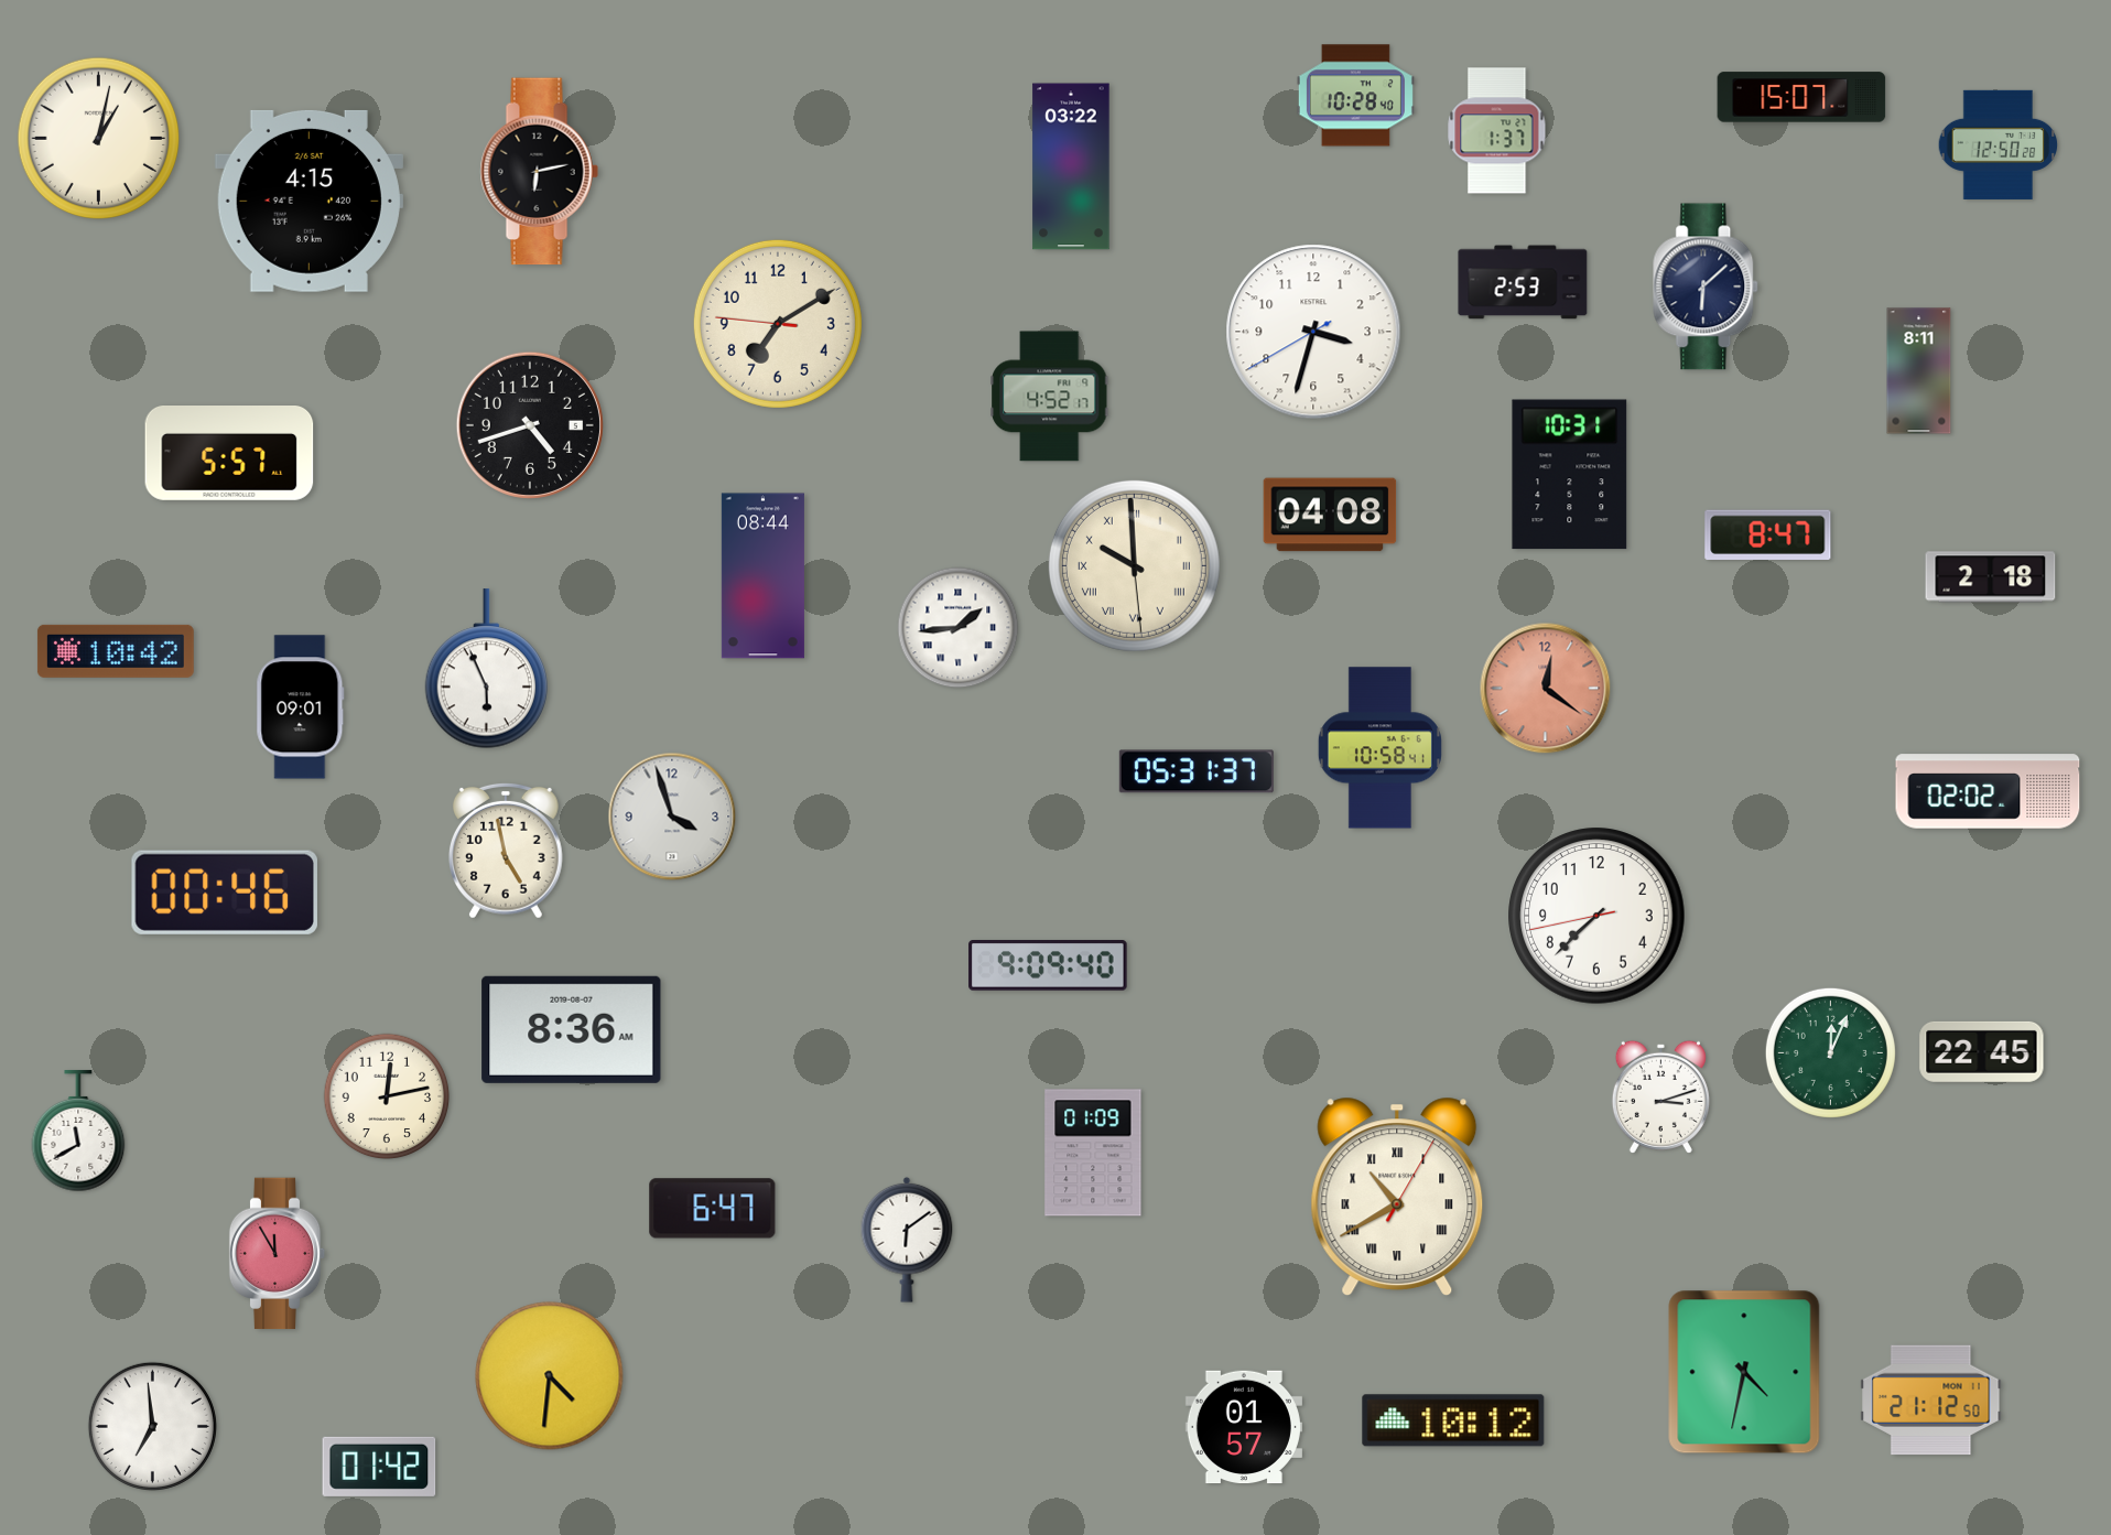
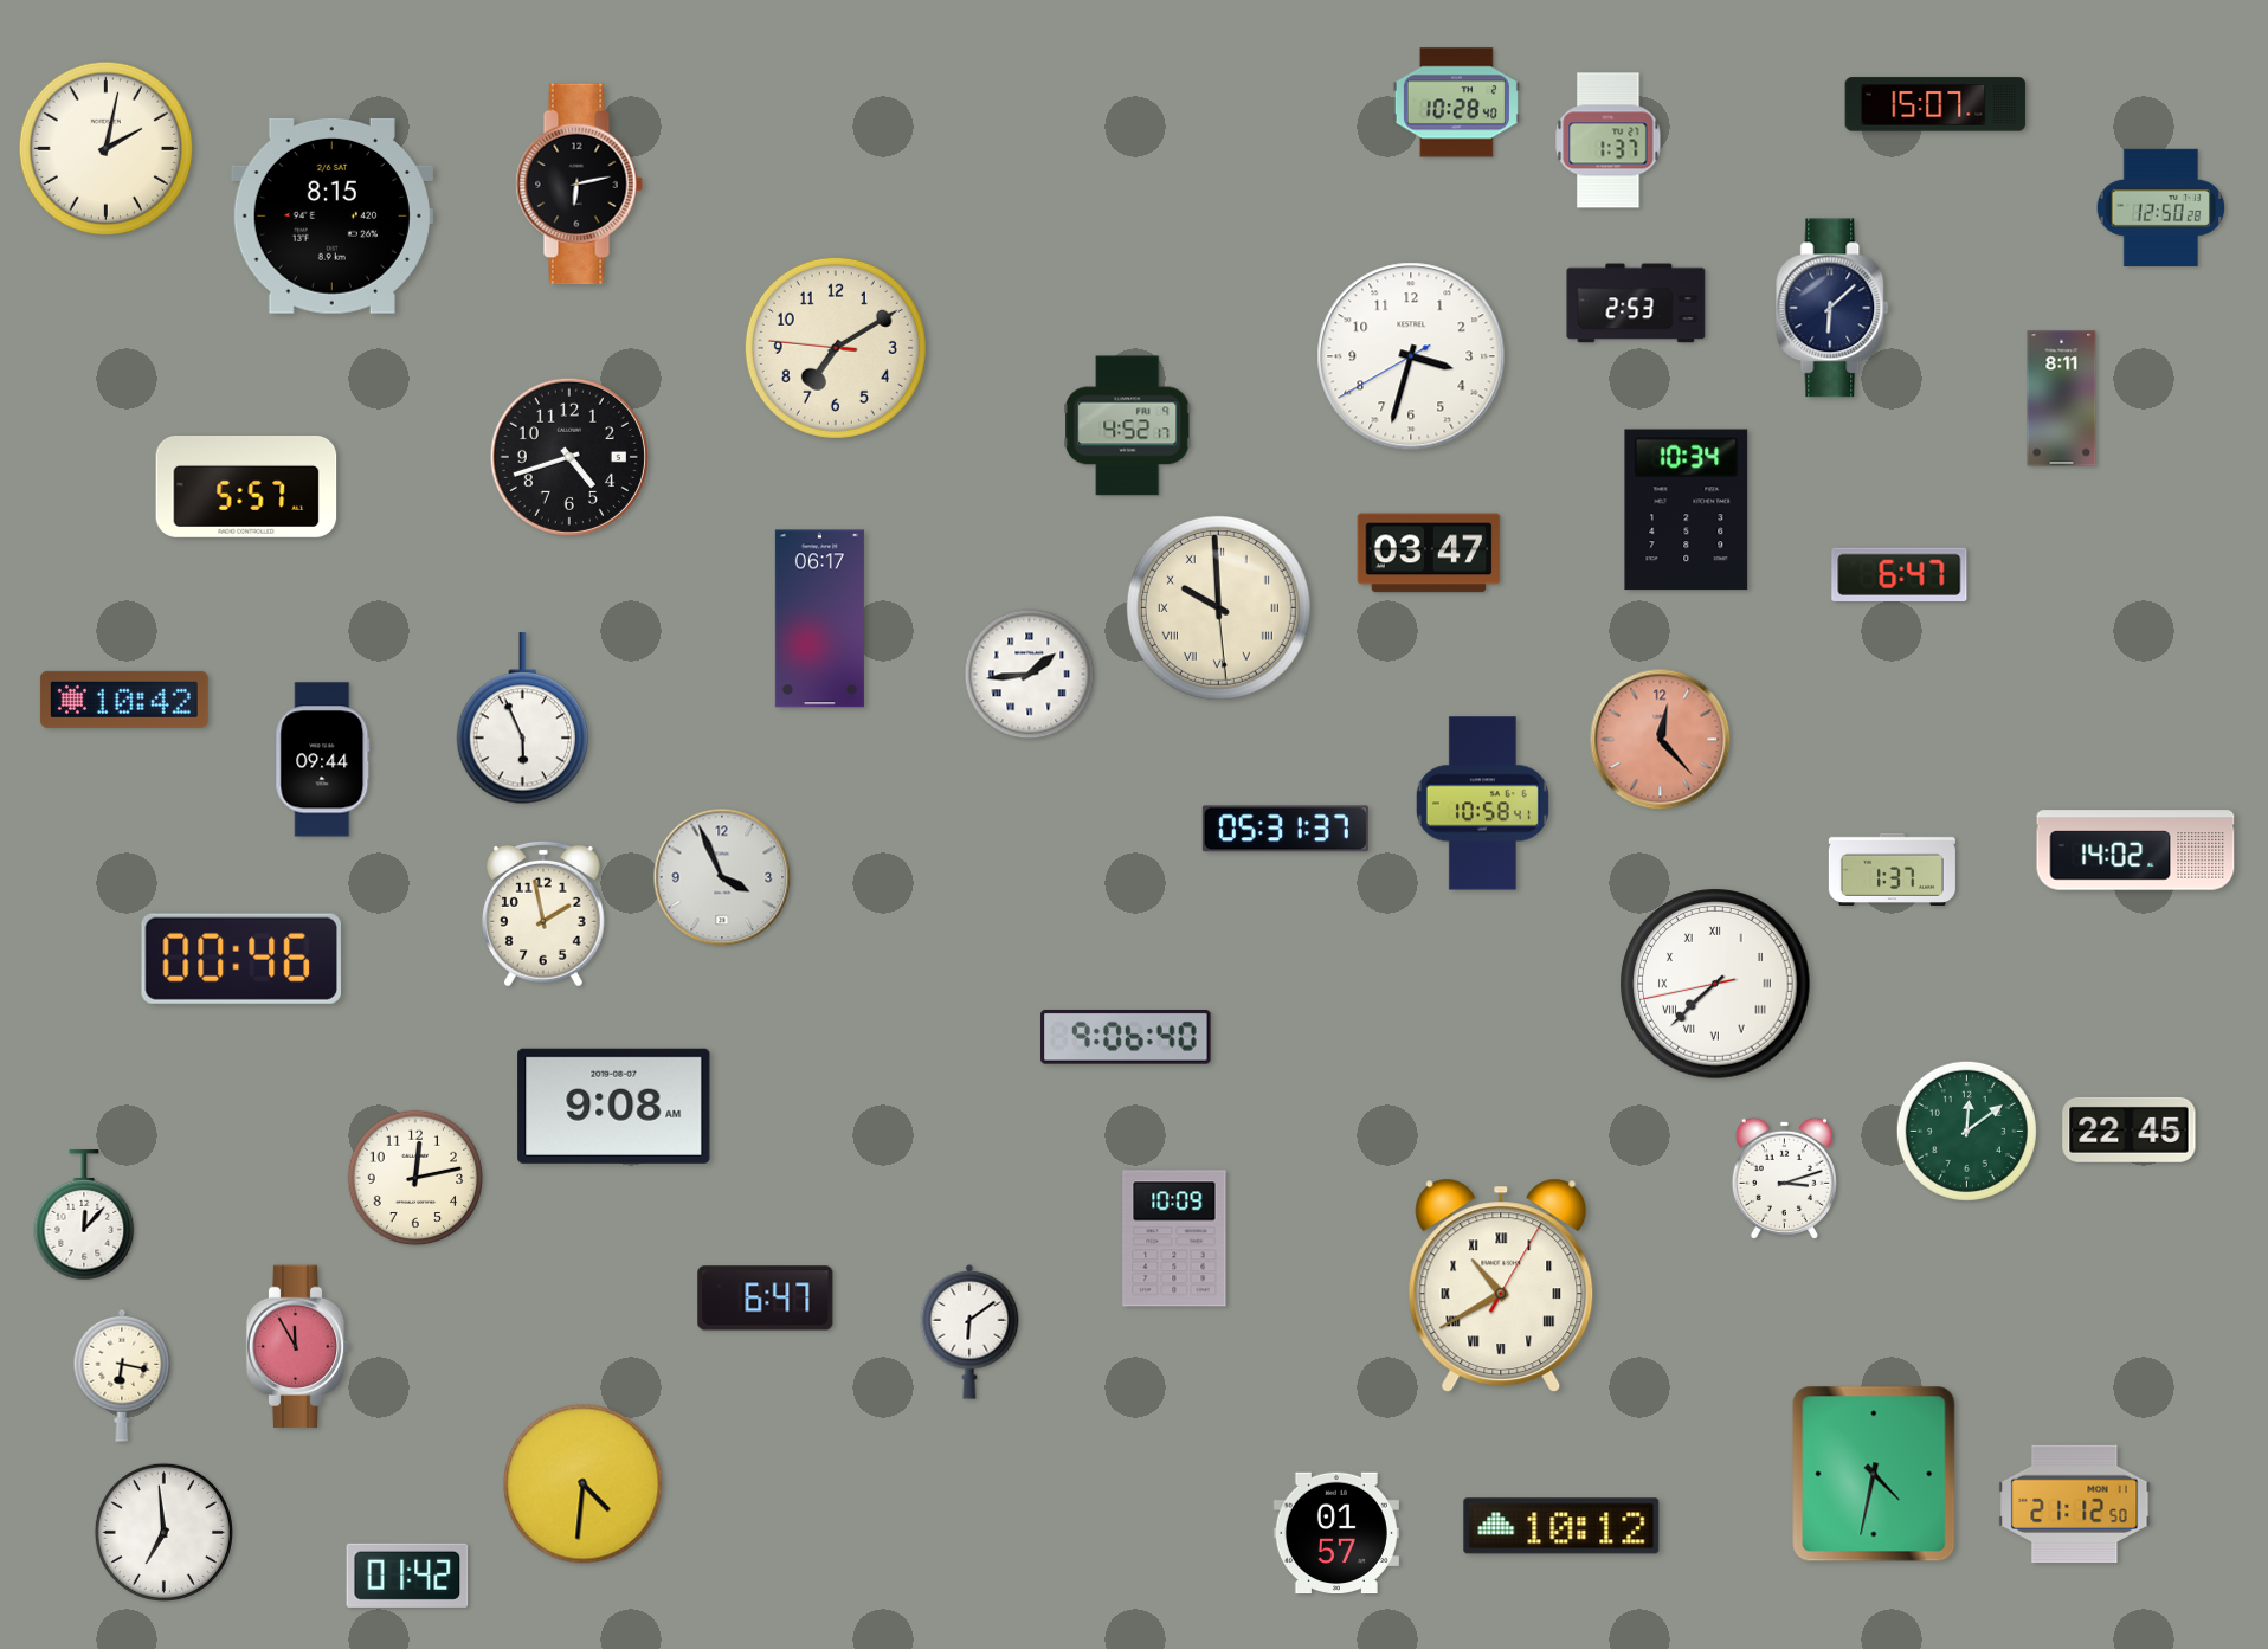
clock at (99, 139): 1:02 -> 2:02
clock at (1999, 144) position: (1999, 144) -> (2161, 207)
clock at (1071, 166): 03:22 -> none
clock at (308, 201): 4:15 -> 8:15
clock at (1570, 475): 10:31 -> 10:34
clock at (1330, 515): 04:08 -> 03:47
clock at (1768, 534): 8:47 -> 6:47
clock at (762, 576): 08:44 -> 06:17
clock at (1991, 577): 2:18 -> none
clock at (1546, 689): 12:21 -> 12:23
clock at (301, 707): 09:01 -> 09:44
clock at (1988, 791): 02:02 -> 14:02
clock at (1892, 869): none -> 1:37
clock at (672, 817): 3:57 -> 3:56
clock at (506, 851): 4:58 -> 1:58
clock at (1596, 916) numerals: Arabic -> Roman
clock at (1048, 966): 9:09 -> 9:06
clock at (572, 1029): 8:36 -> 9:08
clock at (1830, 1052): 12:04 -> 12:09
clock at (78, 1132): 11:40 -> 12:07
clock at (1093, 1153): 01:09 -> 10:09
clock at (907, 1240) position: (907, 1240) -> (969, 1332)
clock at (122, 1376): none -> 6:17
clock at (550, 1376) position: (550, 1376) -> (584, 1484)
